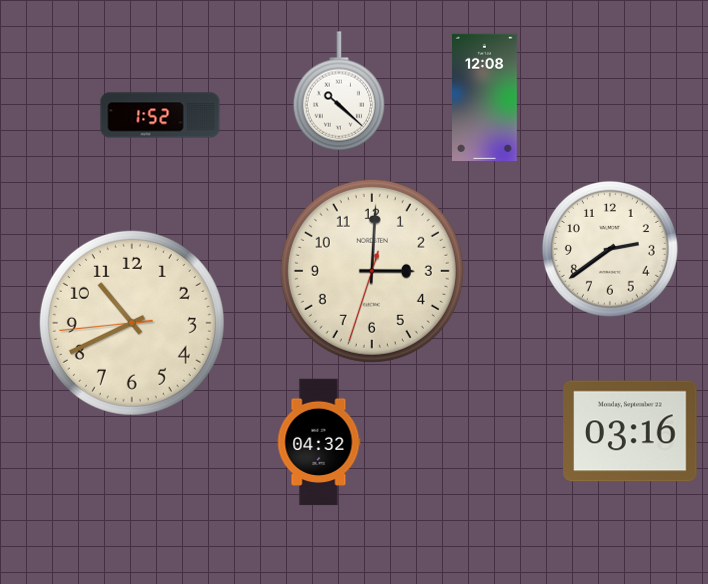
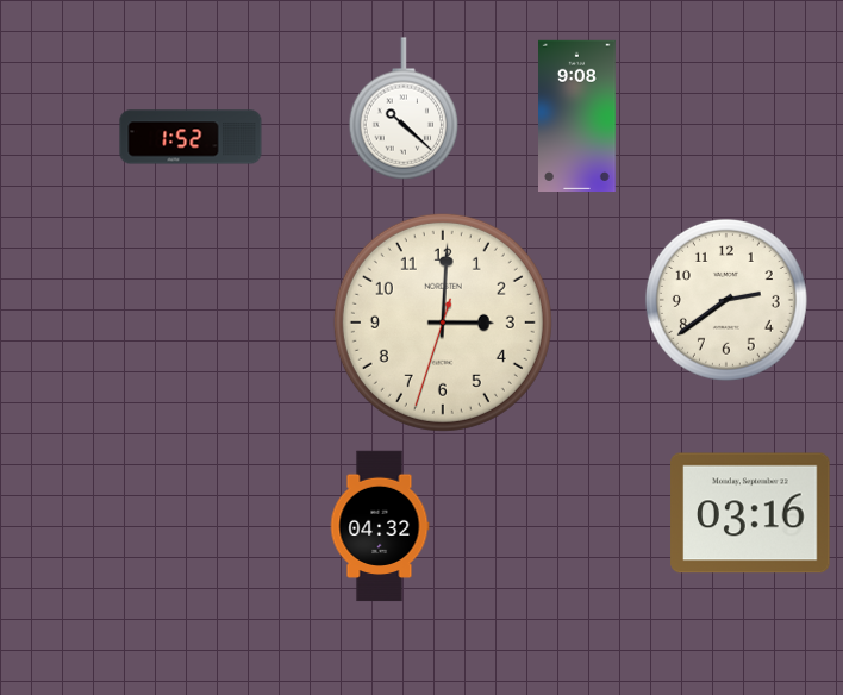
clock at (485, 97): 12:08 -> 9:08
clock at (610, 249) position: (610, 249) -> (726, 300)
clock at (132, 323): 10:40 -> none
